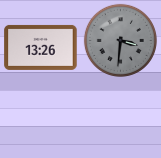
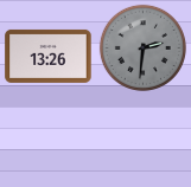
clock at (120, 40): 3:31 -> 2:31
